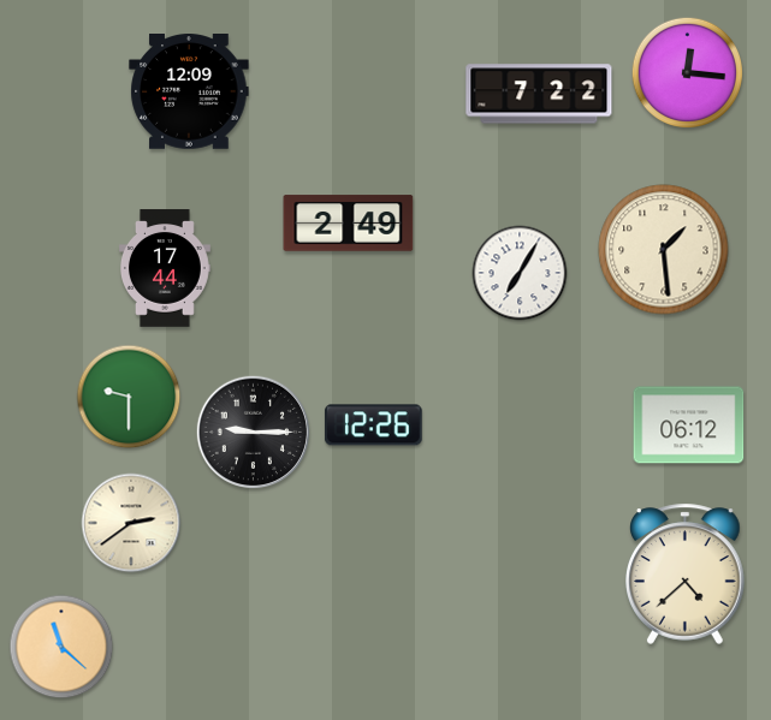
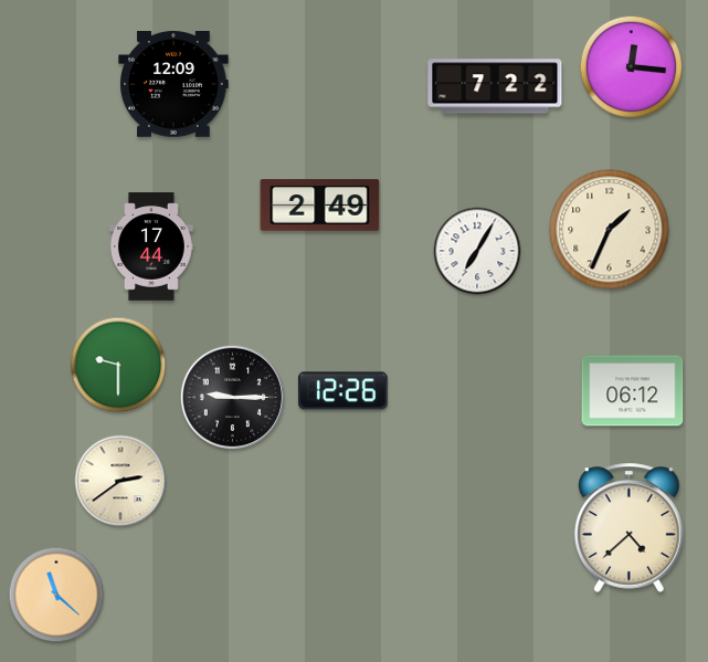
clock at (664, 250): 1:29 -> 1:34
